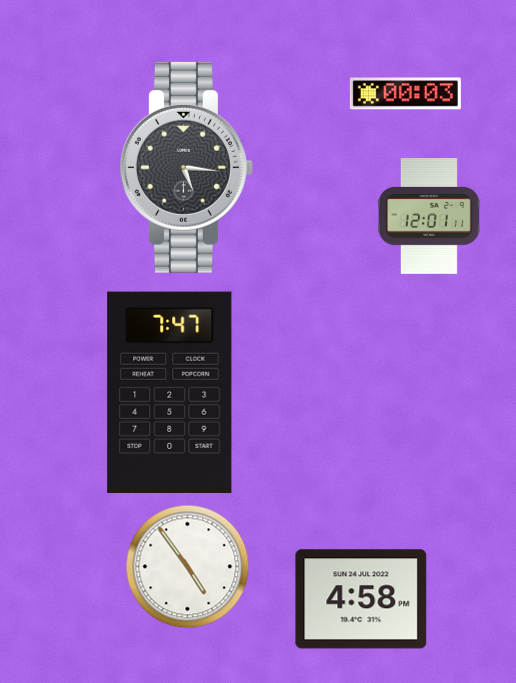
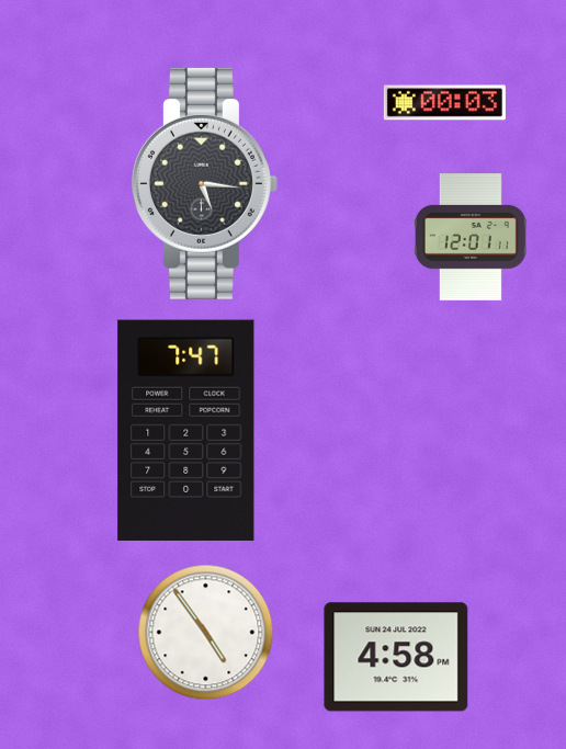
clock at (188, 567) position: (188, 567) -> (206, 633)
